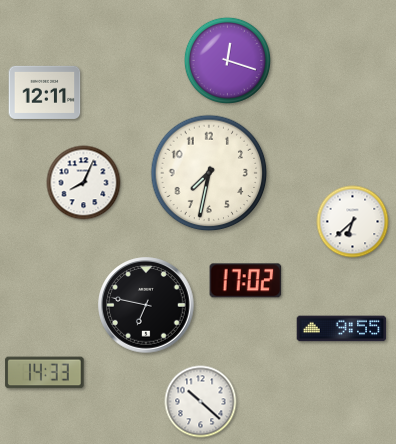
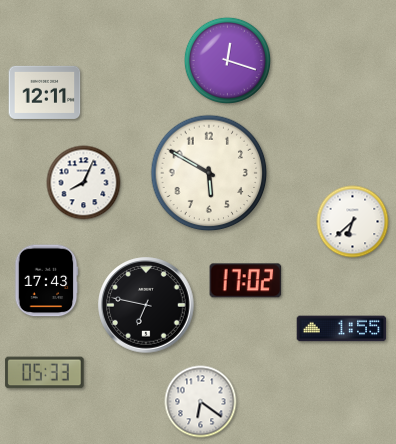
clock at (209, 173): 7:32 -> 5:50
clock at (46, 281): none -> 17:43
clock at (342, 329): 9:55 -> 1:55
clock at (45, 373): 14:33 -> 05:33
clock at (201, 402): 10:22 -> 6:21
